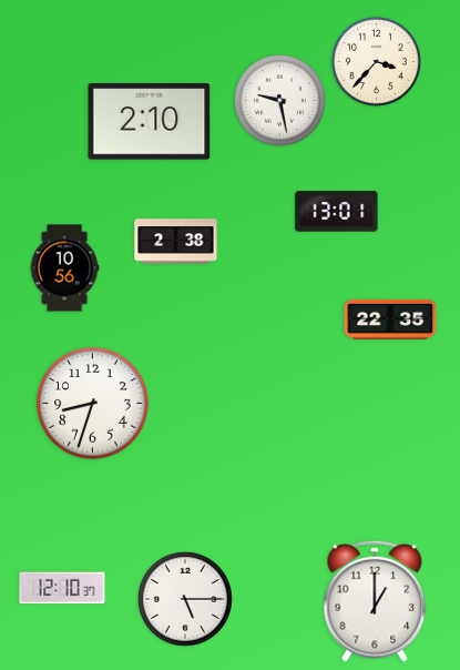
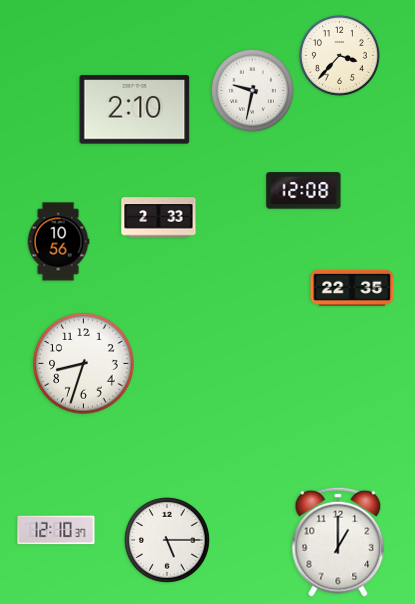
clock at (279, 100): 9:28 -> 9:32
clock at (337, 212): 13:01 -> 12:08
clock at (176, 242): 2:38 -> 2:33
